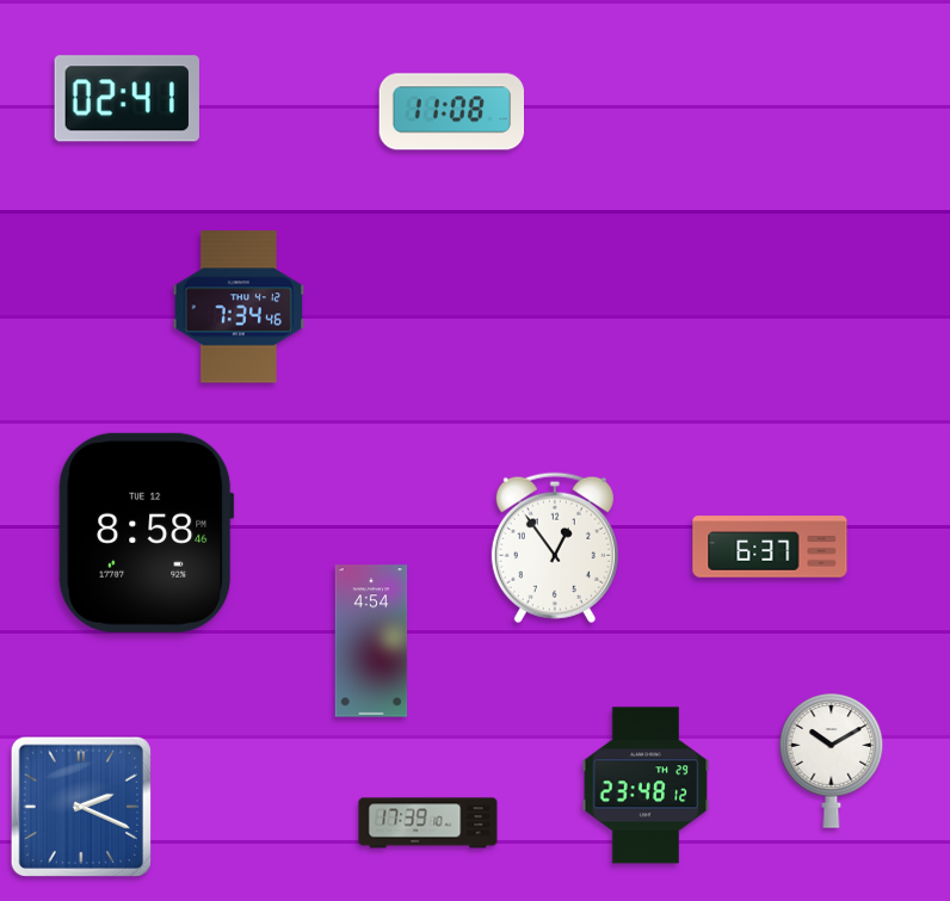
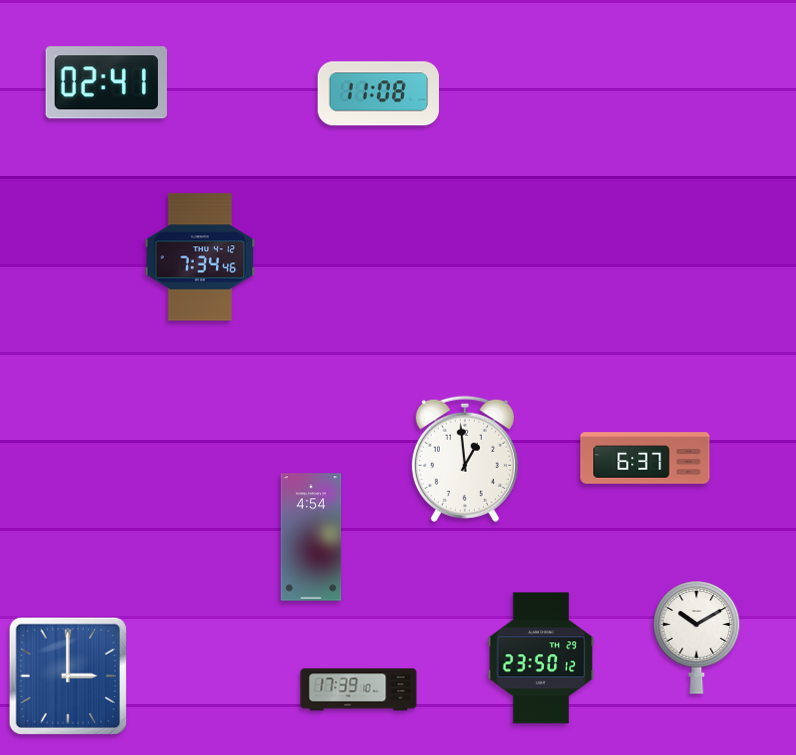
clock at (147, 532): 8:58 -> none
clock at (555, 548): 12:54 -> 12:59
clock at (646, 785): 23:48 -> 23:50
clock at (81, 807): 2:19 -> 3:00
